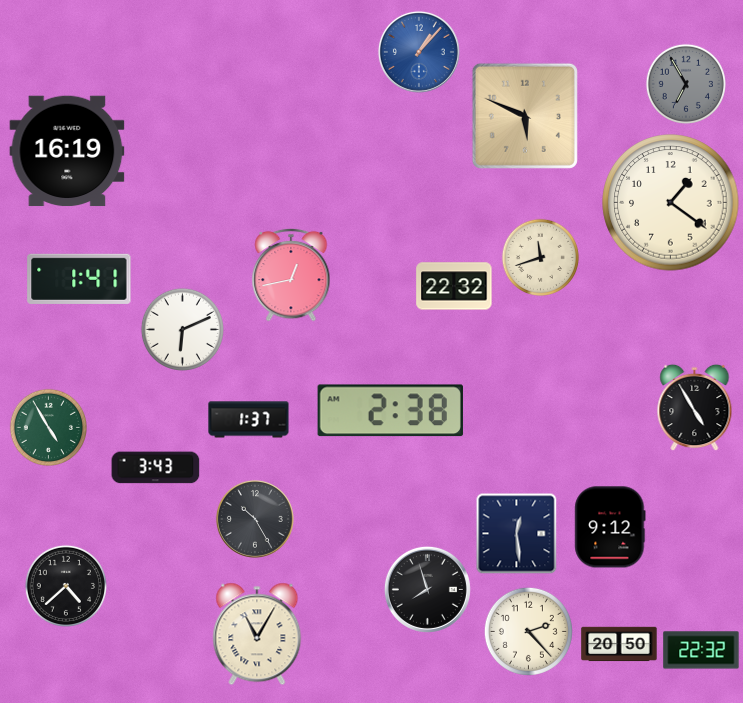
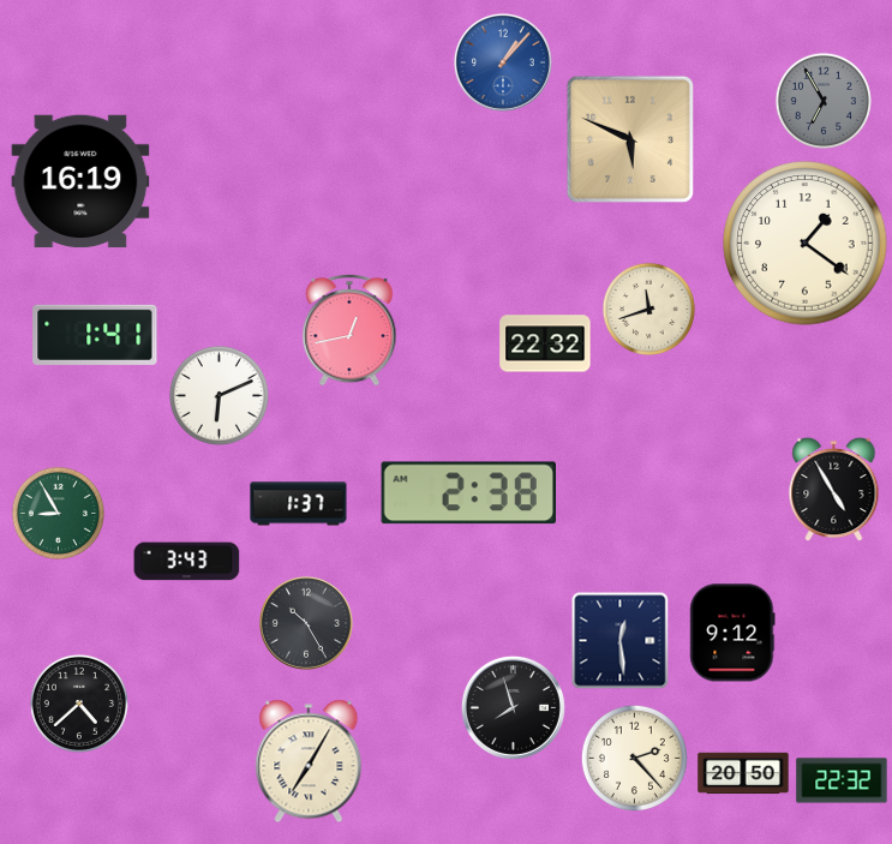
clock at (48, 427): 4:55 -> 8:55
clock at (257, 634): 11:05 -> 7:05
